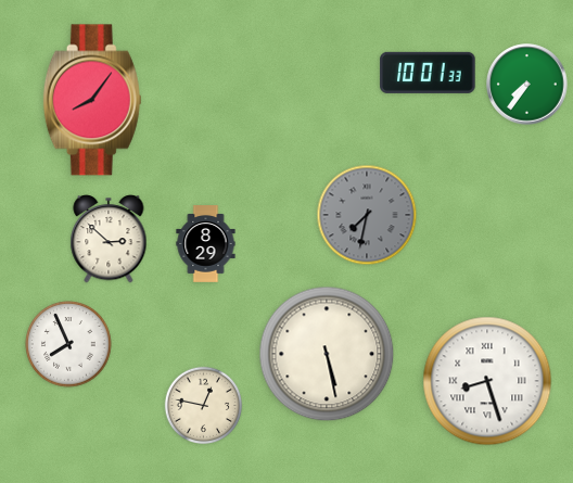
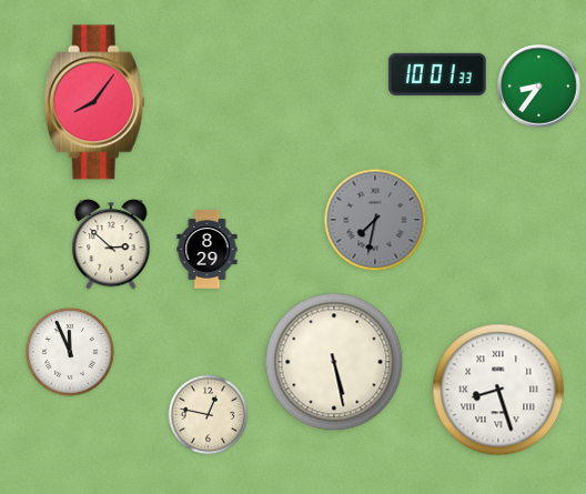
clock at (527, 85): 7:36 -> 8:36
clock at (206, 244) position: (206, 244) -> (208, 250)
clock at (68, 344): 7:56 -> 11:56
